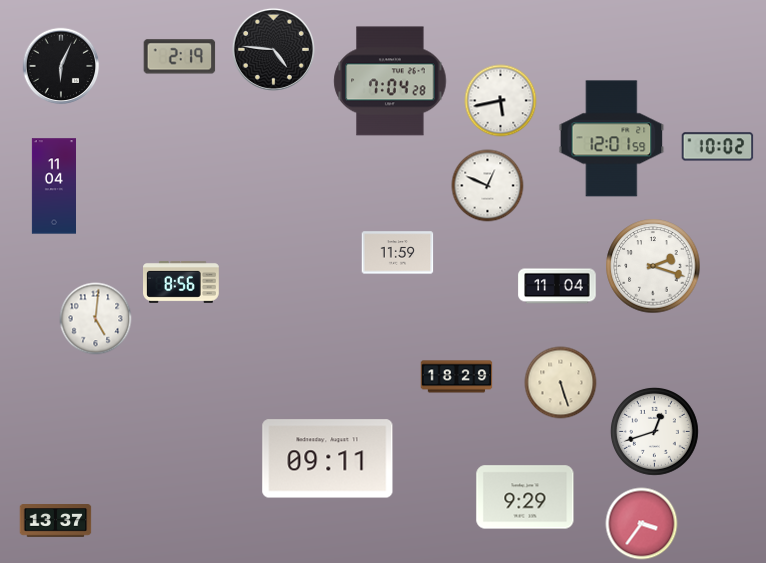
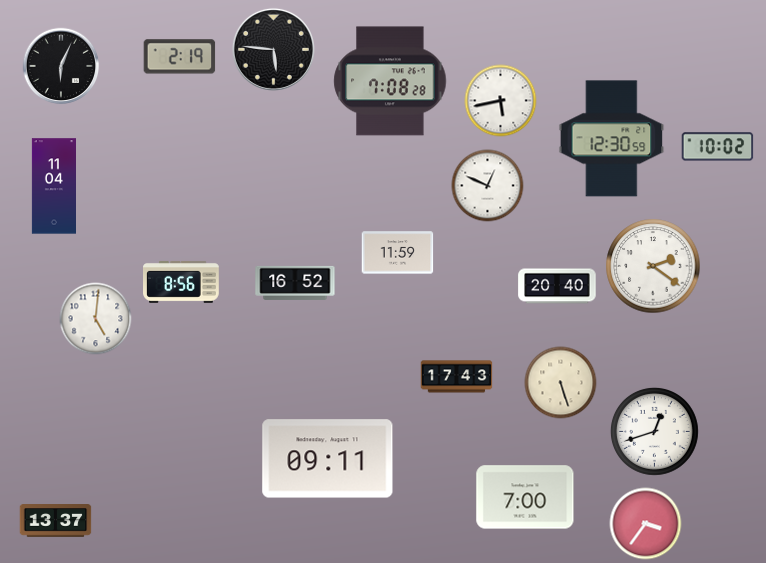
clock at (273, 49): 4:46 -> 5:46
clock at (390, 81): 7:04 -> 7:08
clock at (612, 139): 12:01 -> 12:30
clock at (653, 266): 2:18 -> 2:21
clock at (295, 283): none -> 16:52
clock at (557, 286): 11:04 -> 20:40
clock at (457, 377): 18:29 -> 17:43
clock at (525, 497): 9:29 -> 7:00
clock at (642, 524) position: (642, 524) -> (646, 524)
